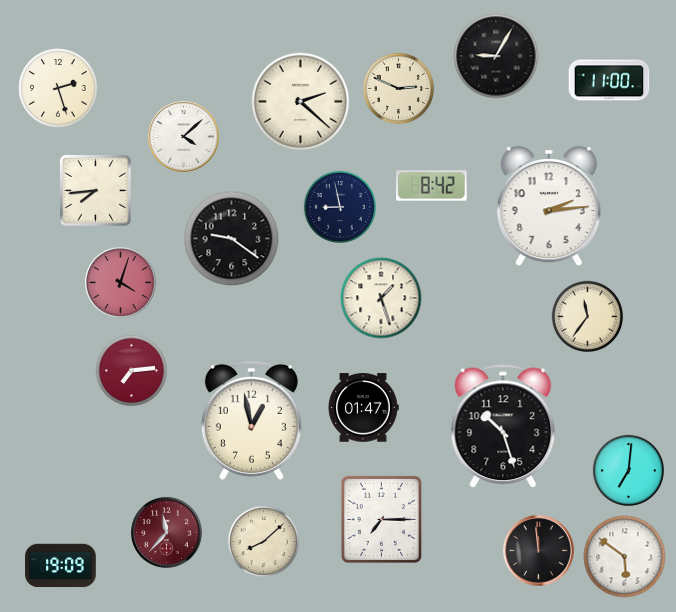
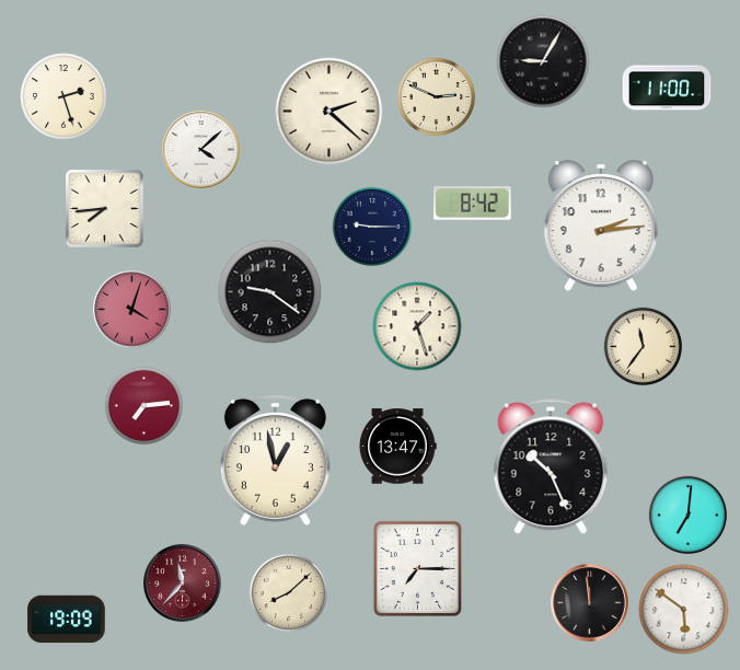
clock at (340, 207): 8:58 -> 9:15
clock at (232, 239) position: (232, 239) -> (270, 292)
clock at (363, 408): 01:47 -> 13:47
clock at (503, 426): 10:27 -> 10:26
